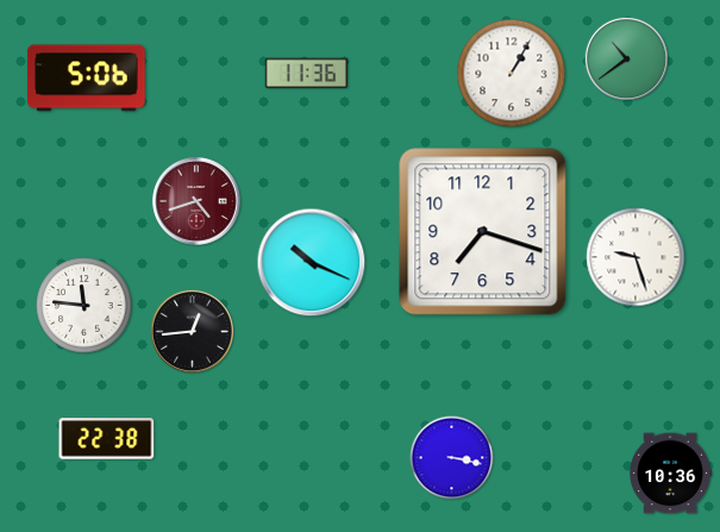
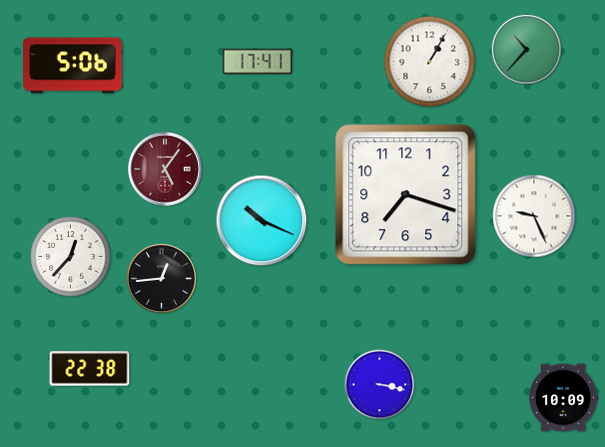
clock at (626, 58): 10:39 -> 10:37
clock at (306, 74): 11:36 -> 17:41
clock at (196, 201): 4:42 -> 5:06
clock at (636, 257): 9:27 -> 9:26
clock at (84, 306): 11:46 -> 12:37
clock at (671, 474): 10:36 -> 10:09
